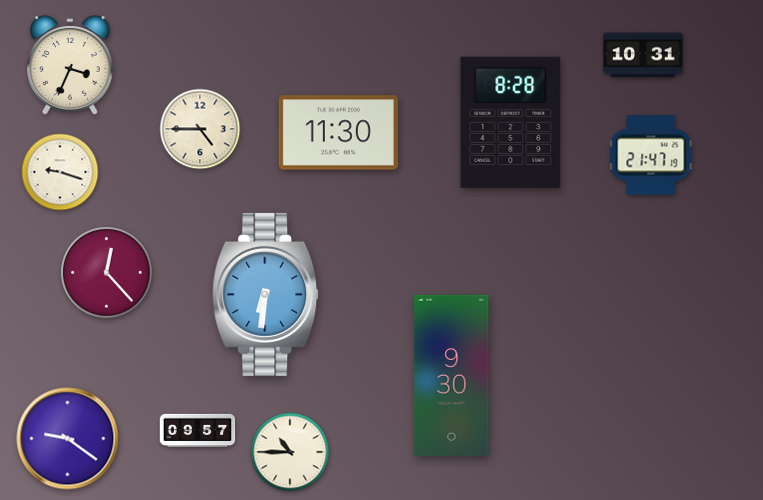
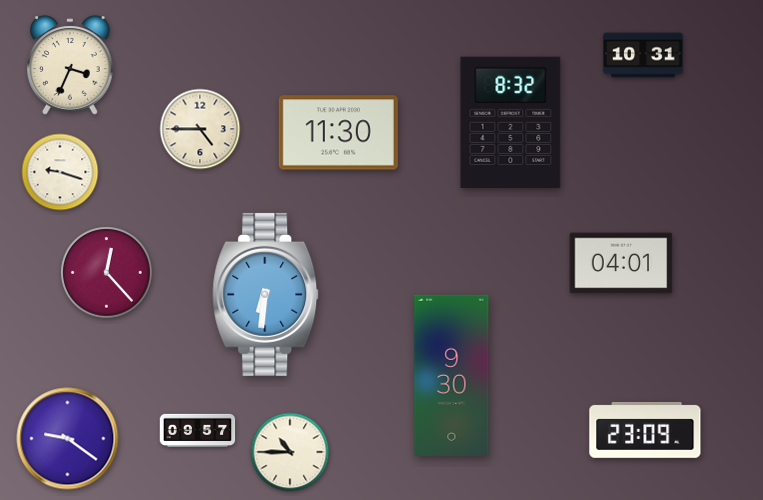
clock at (511, 123): 8:28 -> 8:32
clock at (652, 155): 21:47 -> none
clock at (621, 263): none -> 04:01
clock at (645, 430): none -> 23:09
